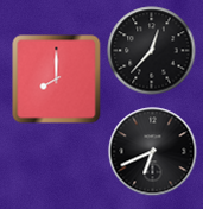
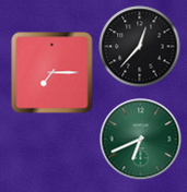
clock at (57, 80): 8:00 -> 7:15
clock at (153, 152) dial: black -> green
